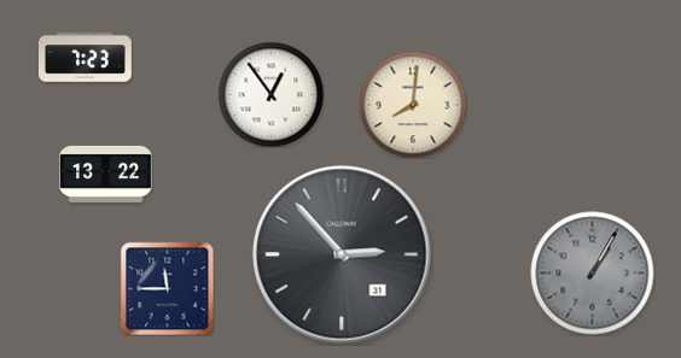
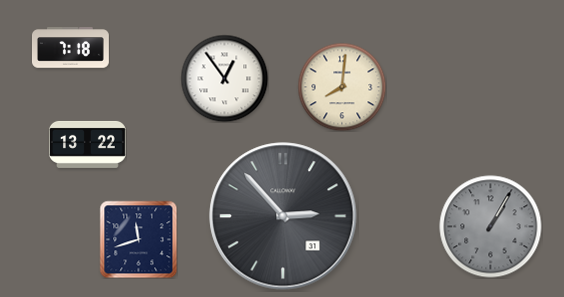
clock at (86, 58): 7:23 -> 7:18
clock at (342, 254) position: (342, 254) -> (283, 216)
clock at (167, 288): 11:45 -> 11:42
